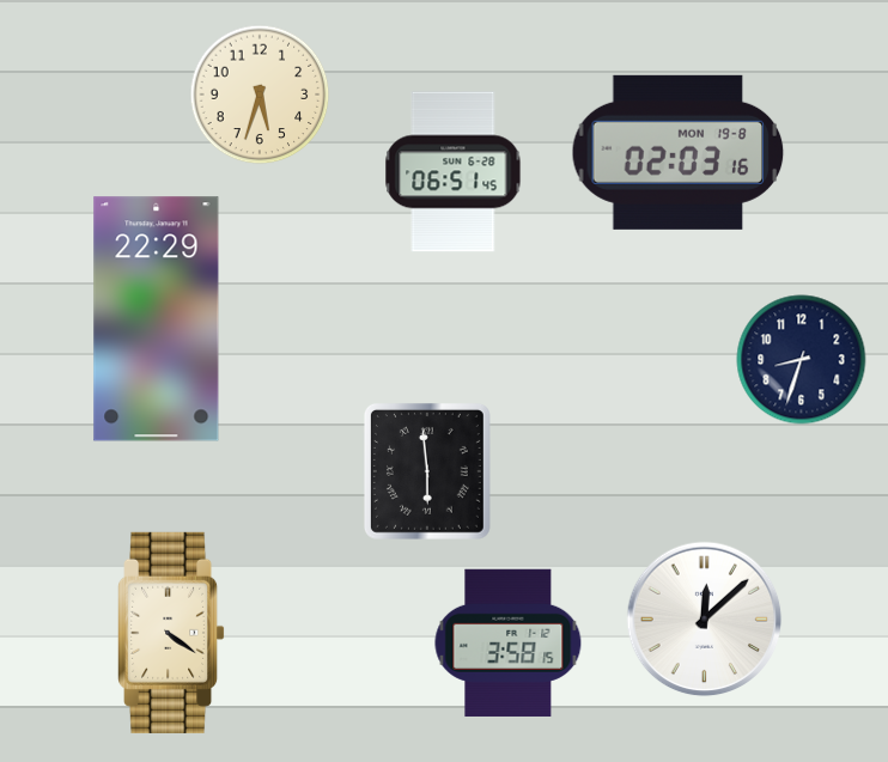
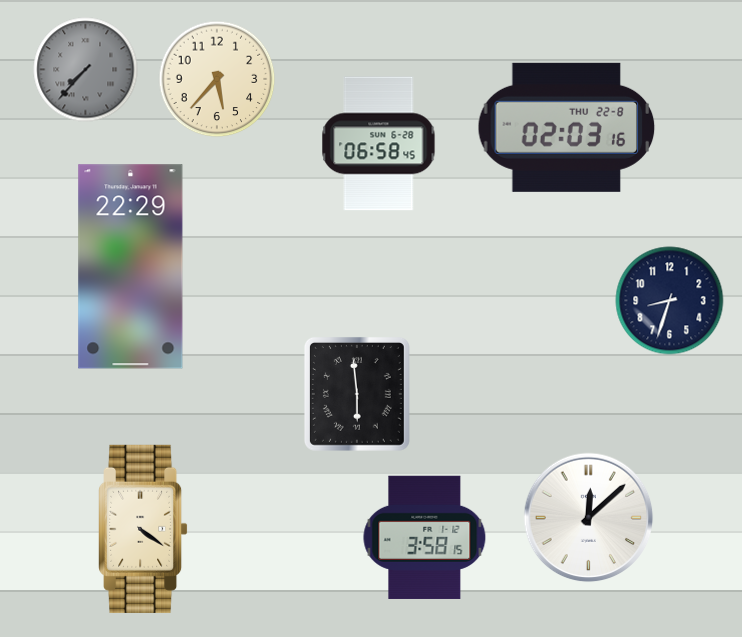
clock at (86, 70): none -> 7:37
clock at (260, 95): 5:33 -> 5:37
clock at (679, 152) date: MON 19-8 -> THU 22-8
clock at (454, 172): 06:51 -> 06:58
